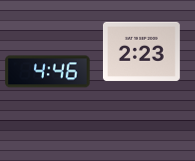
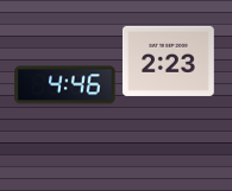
clock at (48, 72) position: (48, 72) -> (65, 85)
